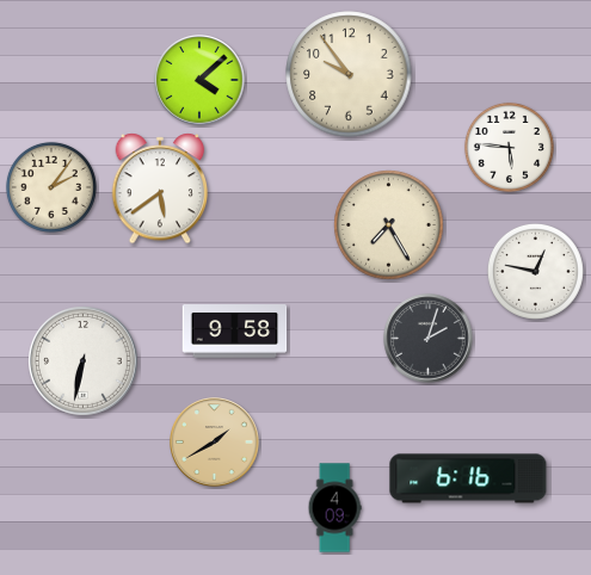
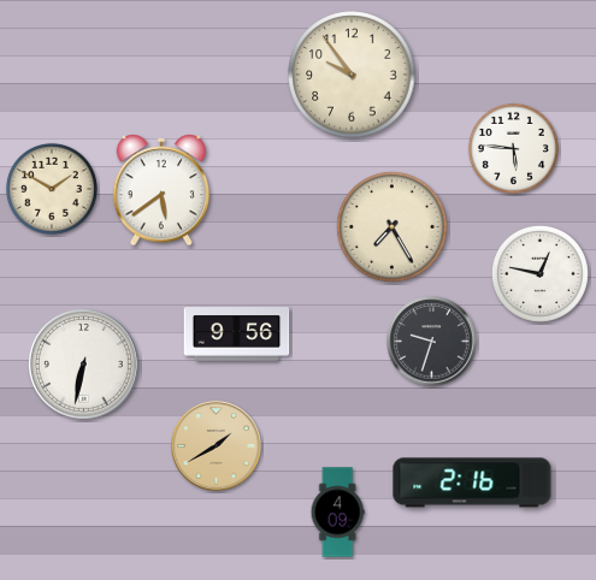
clock at (199, 80): 4:08 -> none
clock at (51, 187): 2:06 -> 1:50
clock at (235, 332): 9:58 -> 9:56
clock at (429, 339): 2:03 -> 9:33
clock at (468, 478): 6:16 -> 2:16
